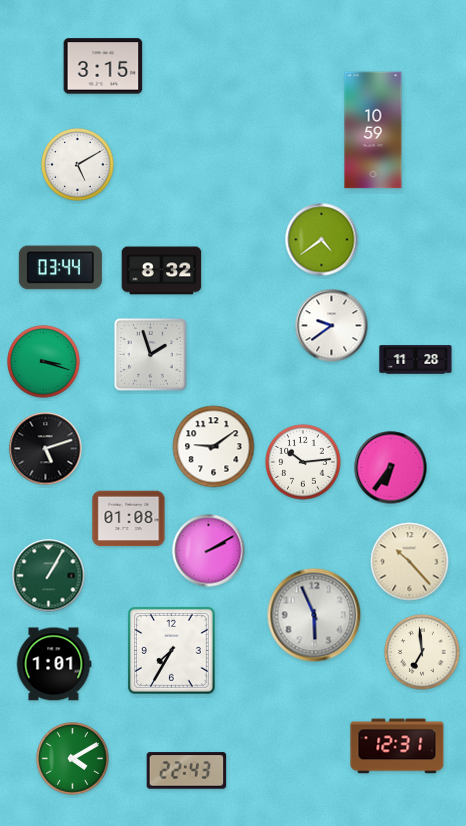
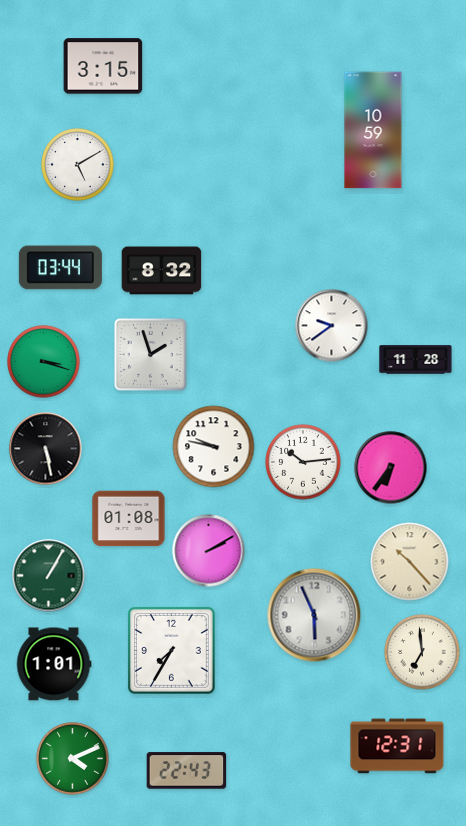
clock at (322, 240): 4:39 -> none
clock at (214, 447): 9:09 -> 9:47
clock at (46, 449): 5:12 -> 5:28
clock at (73, 759): 4:10 -> 4:11
